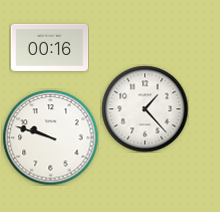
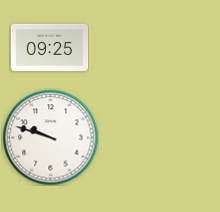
clock at (49, 47): 00:16 -> 09:25
clock at (145, 109): 1:23 -> none
